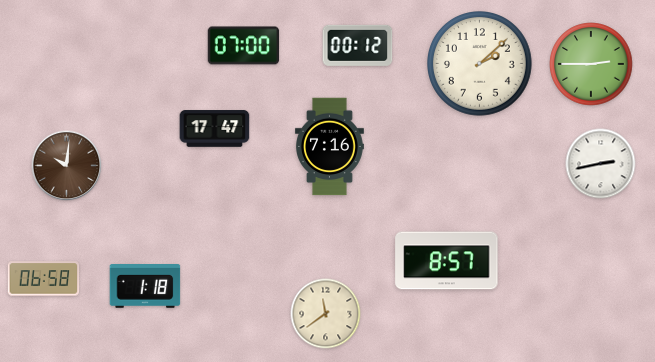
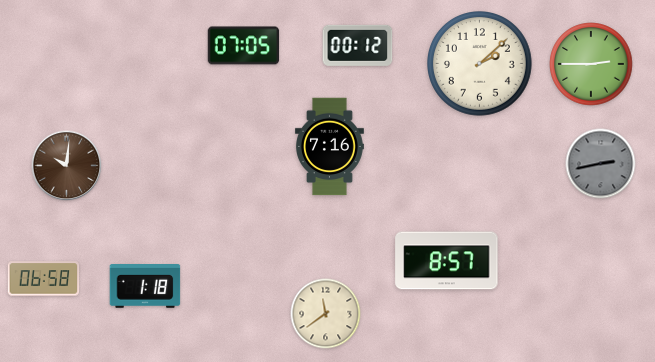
clock at (244, 46): 07:00 -> 07:05
clock at (215, 129): 17:47 -> none
clock at (601, 164) dial: white -> grey
